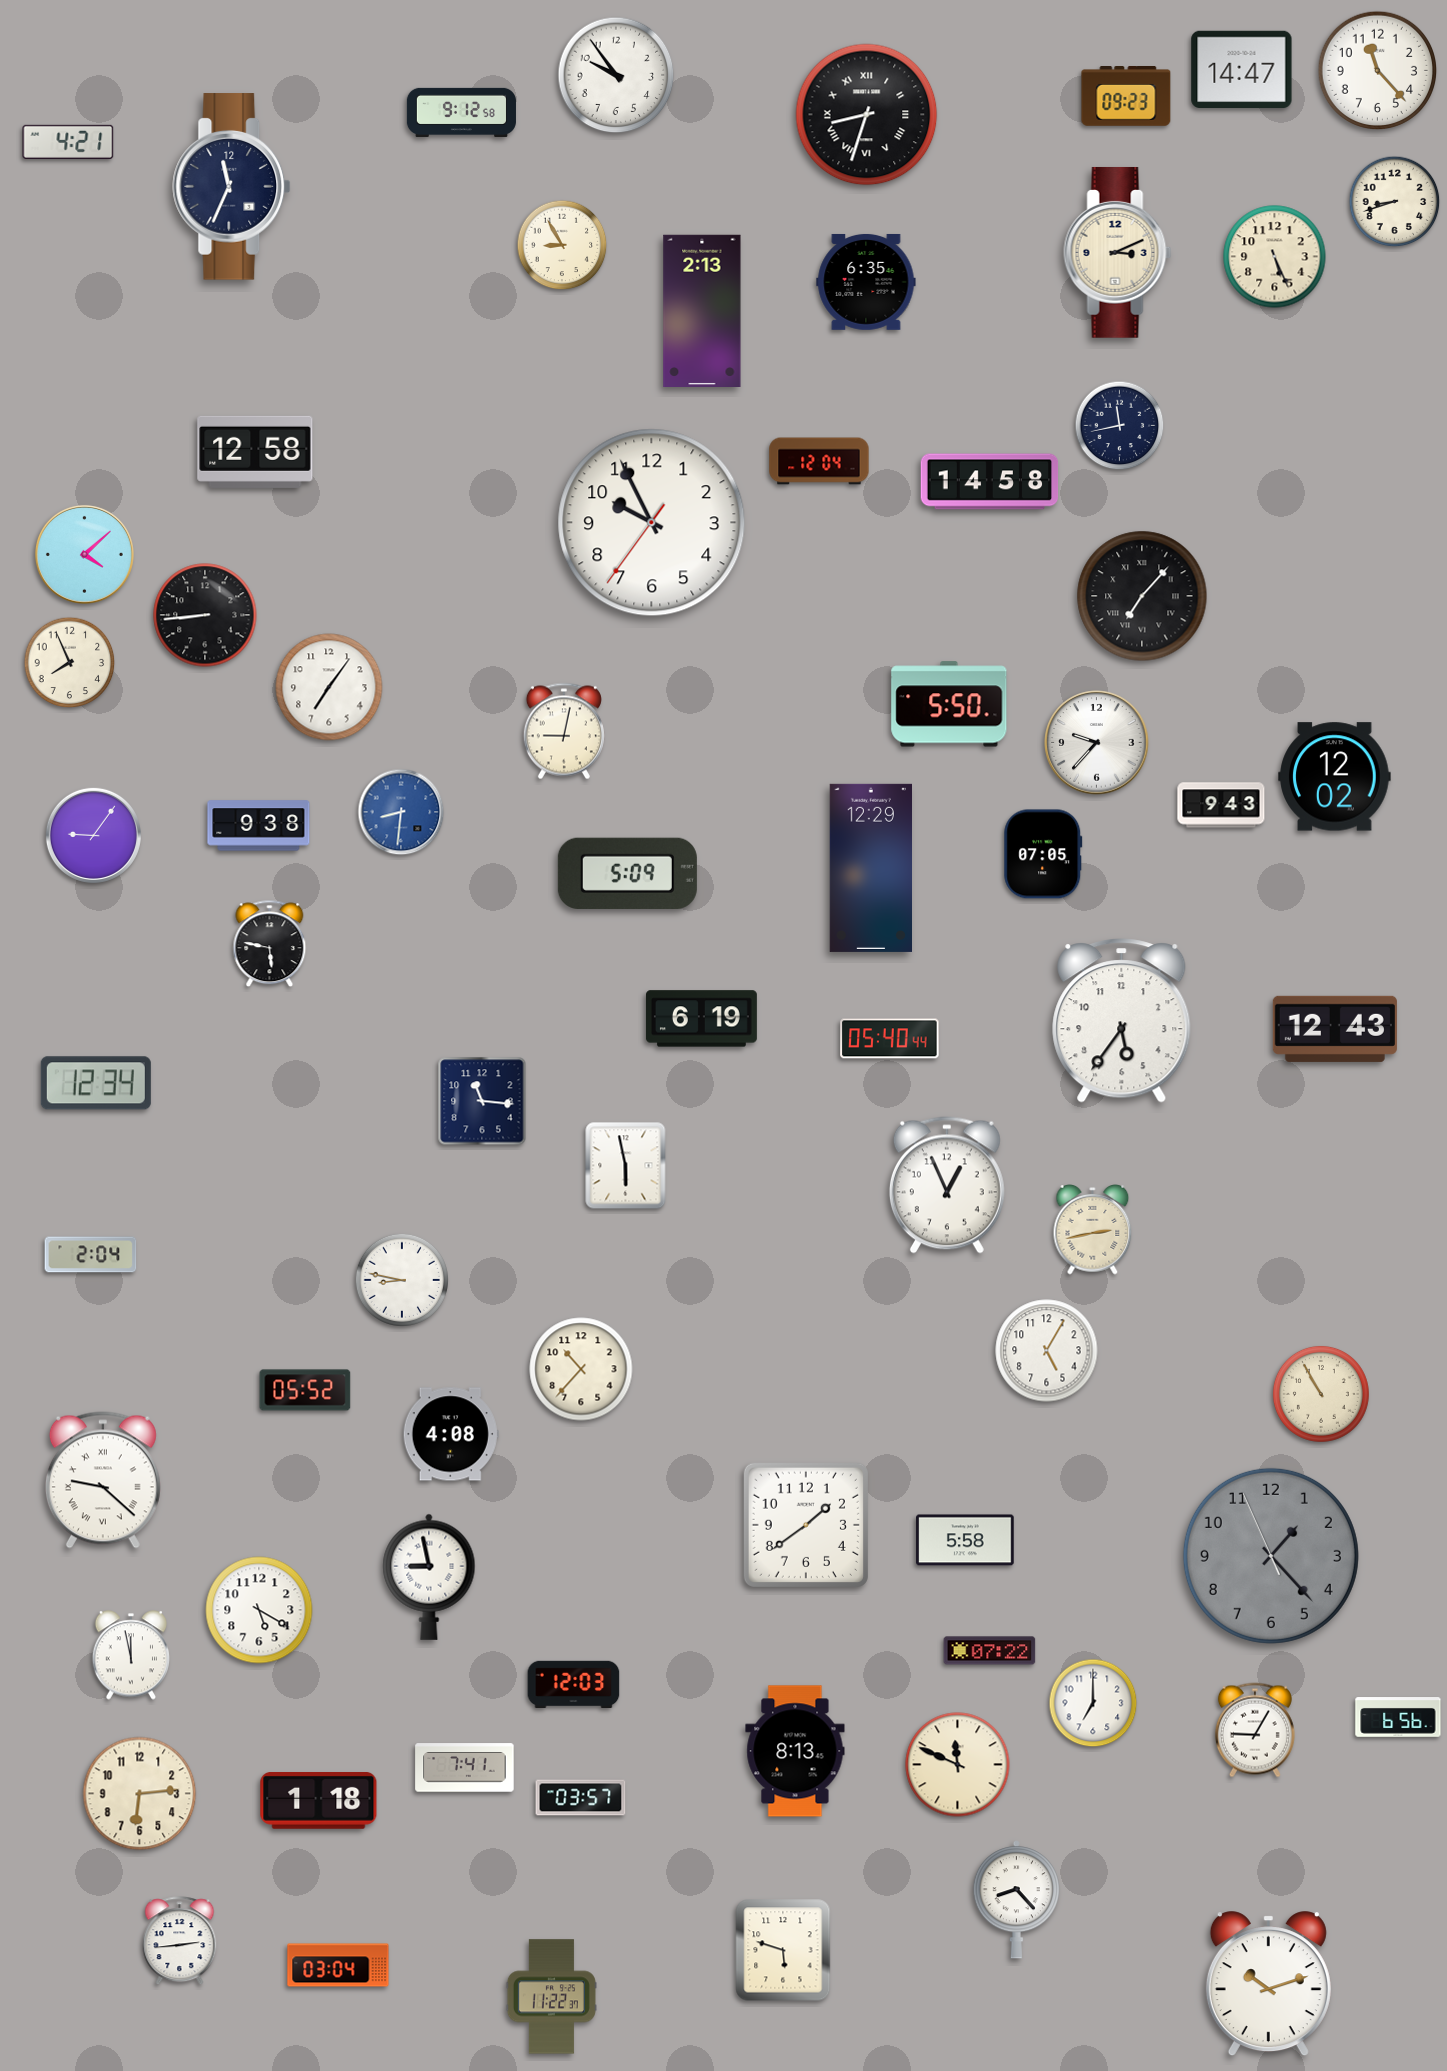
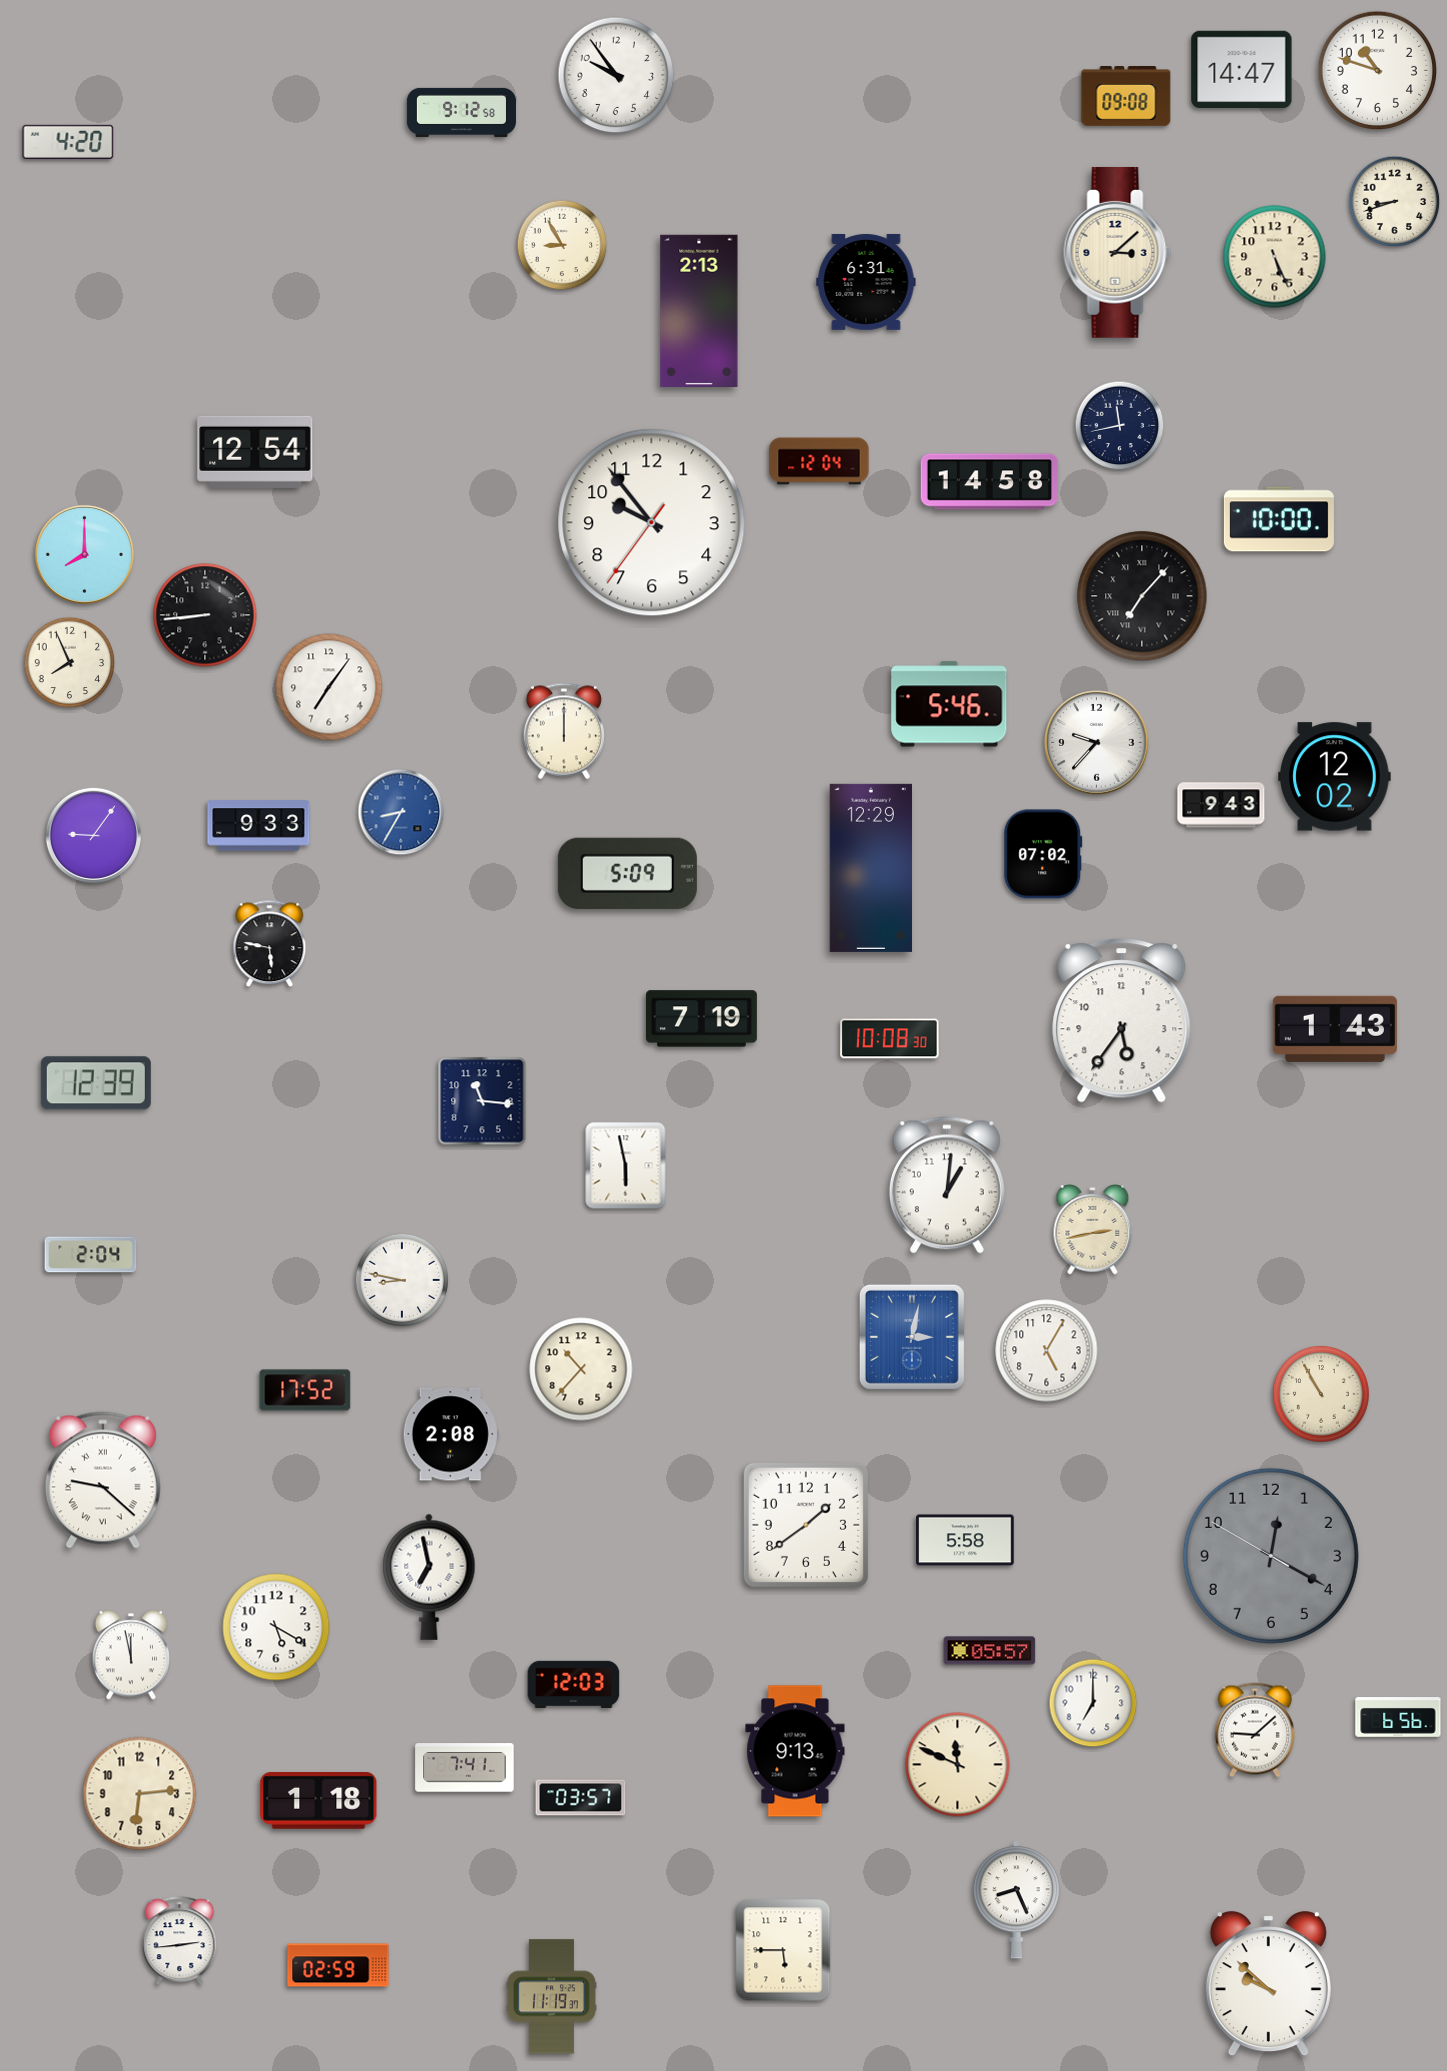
clock at (1377, 70): 11:23 -> 10:48
clock at (1126, 97): 09:23 -> 09:08
clock at (867, 115): 8:33 -> none
clock at (68, 142): 4:21 -> 4:20
clock at (232, 187): 11:34 -> none
clock at (1118, 252): 3:11 -> 3:08
clock at (866, 282): 6:35 -> 6:31
clock at (702, 310) position: (702, 310) -> (699, 310)
clock at (255, 452): 12:58 -> 12:54
clock at (1279, 519): none -> 10:00
clock at (652, 523): 9:55 -> 9:53
clock at (84, 554): 4:08 -> 8:00
clock at (949, 704): 5:50 -> 5:46
clock at (564, 731): 9:02 -> 12:00
clock at (401, 812): 8:31 -> 8:35
clock at (259, 826): 9:38 -> 9:33
clock at (1043, 854): 07:05 -> 07:02
clock at (701, 1019): 6:19 -> 7:19
clock at (1335, 1029): 12:43 -> 1:43
clock at (890, 1039): 05:40 -> 10:08
clock at (96, 1083): 12:34 -> 12:39
clock at (947, 1185): 12:56 -> 1:01
clock at (912, 1337): none -> 3:02
clock at (305, 1390): 05:52 -> 17:52
clock at (451, 1434): 4:08 -> 2:08
clock at (1271, 1556): 1:22 -> 12:19
clock at (429, 1577): 8:58 -> 6:58
clock at (259, 1610) position: (259, 1610) -> (276, 1627)
clock at (990, 1651): 07:22 -> 05:57
clock at (1255, 1730): 9:05 -> 9:08
clock at (795, 1751): 8:13 -> 9:13
clock at (1016, 1900): 8:23 -> 8:26
clock at (783, 1950): 5:48 -> 5:45
clock at (338, 1965): 03:04 -> 02:59
clock at (1268, 1984): 10:12 -> 9:52
clock at (551, 1997): 11:22 -> 11:19
